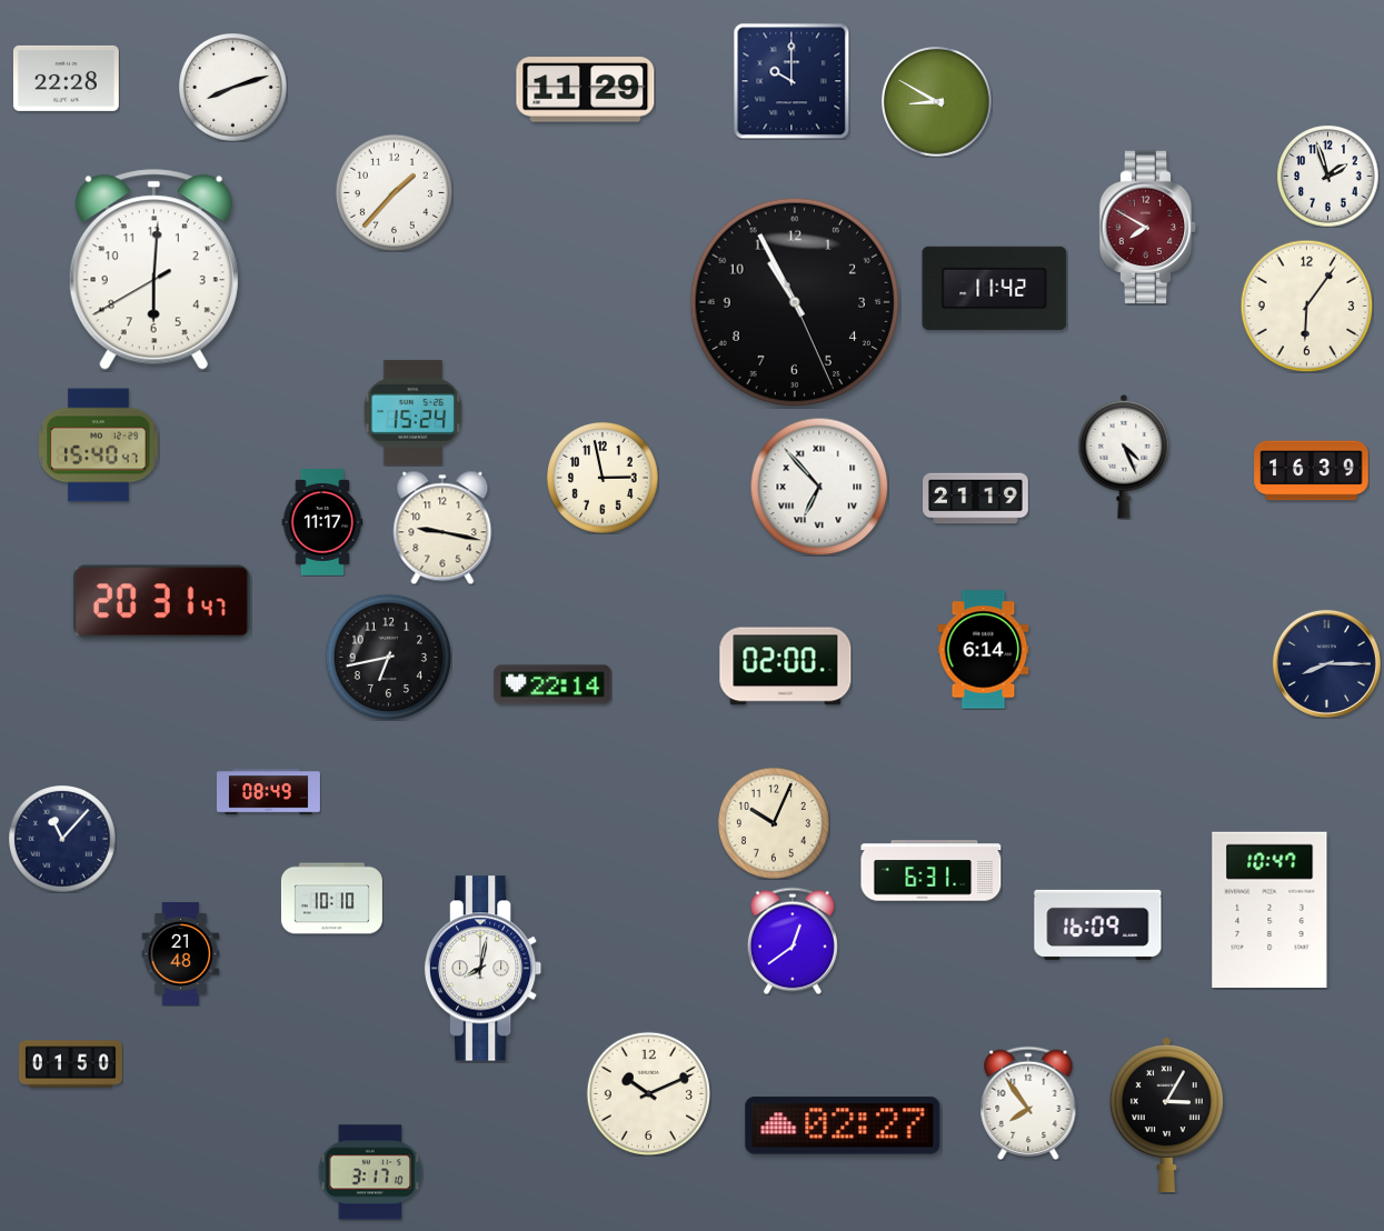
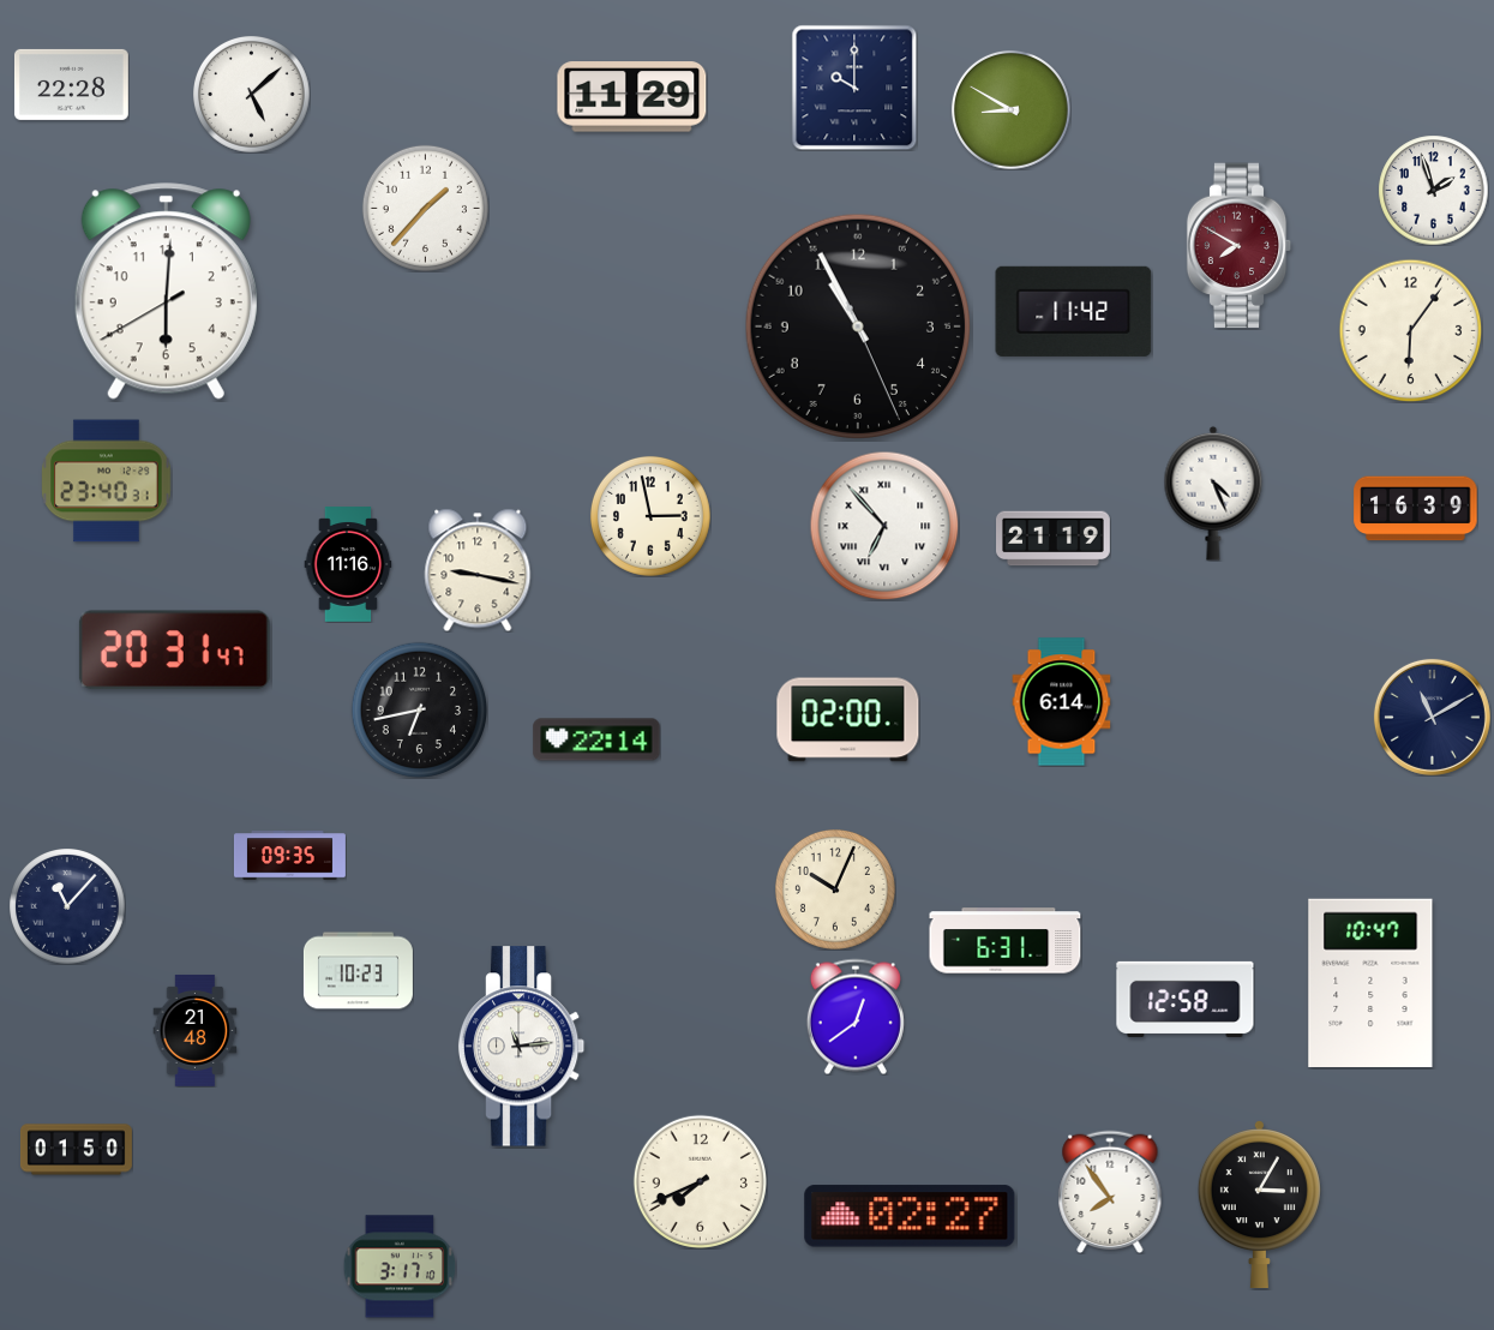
clock at (233, 88): 8:12 -> 5:08
clock at (414, 412): 15:24 -> none
clock at (99, 446): 15:40 -> 23:40
clock at (322, 522): 11:17 -> 11:16
clock at (1326, 663): 8:15 -> 11:10
clock at (268, 792): 08:49 -> 09:35
clock at (331, 899): 10:10 -> 10:23
clock at (1098, 924): 16:09 -> 12:58
clock at (484, 969): 8:02 -> 11:14
clock at (648, 1093): 10:11 -> 7:41
